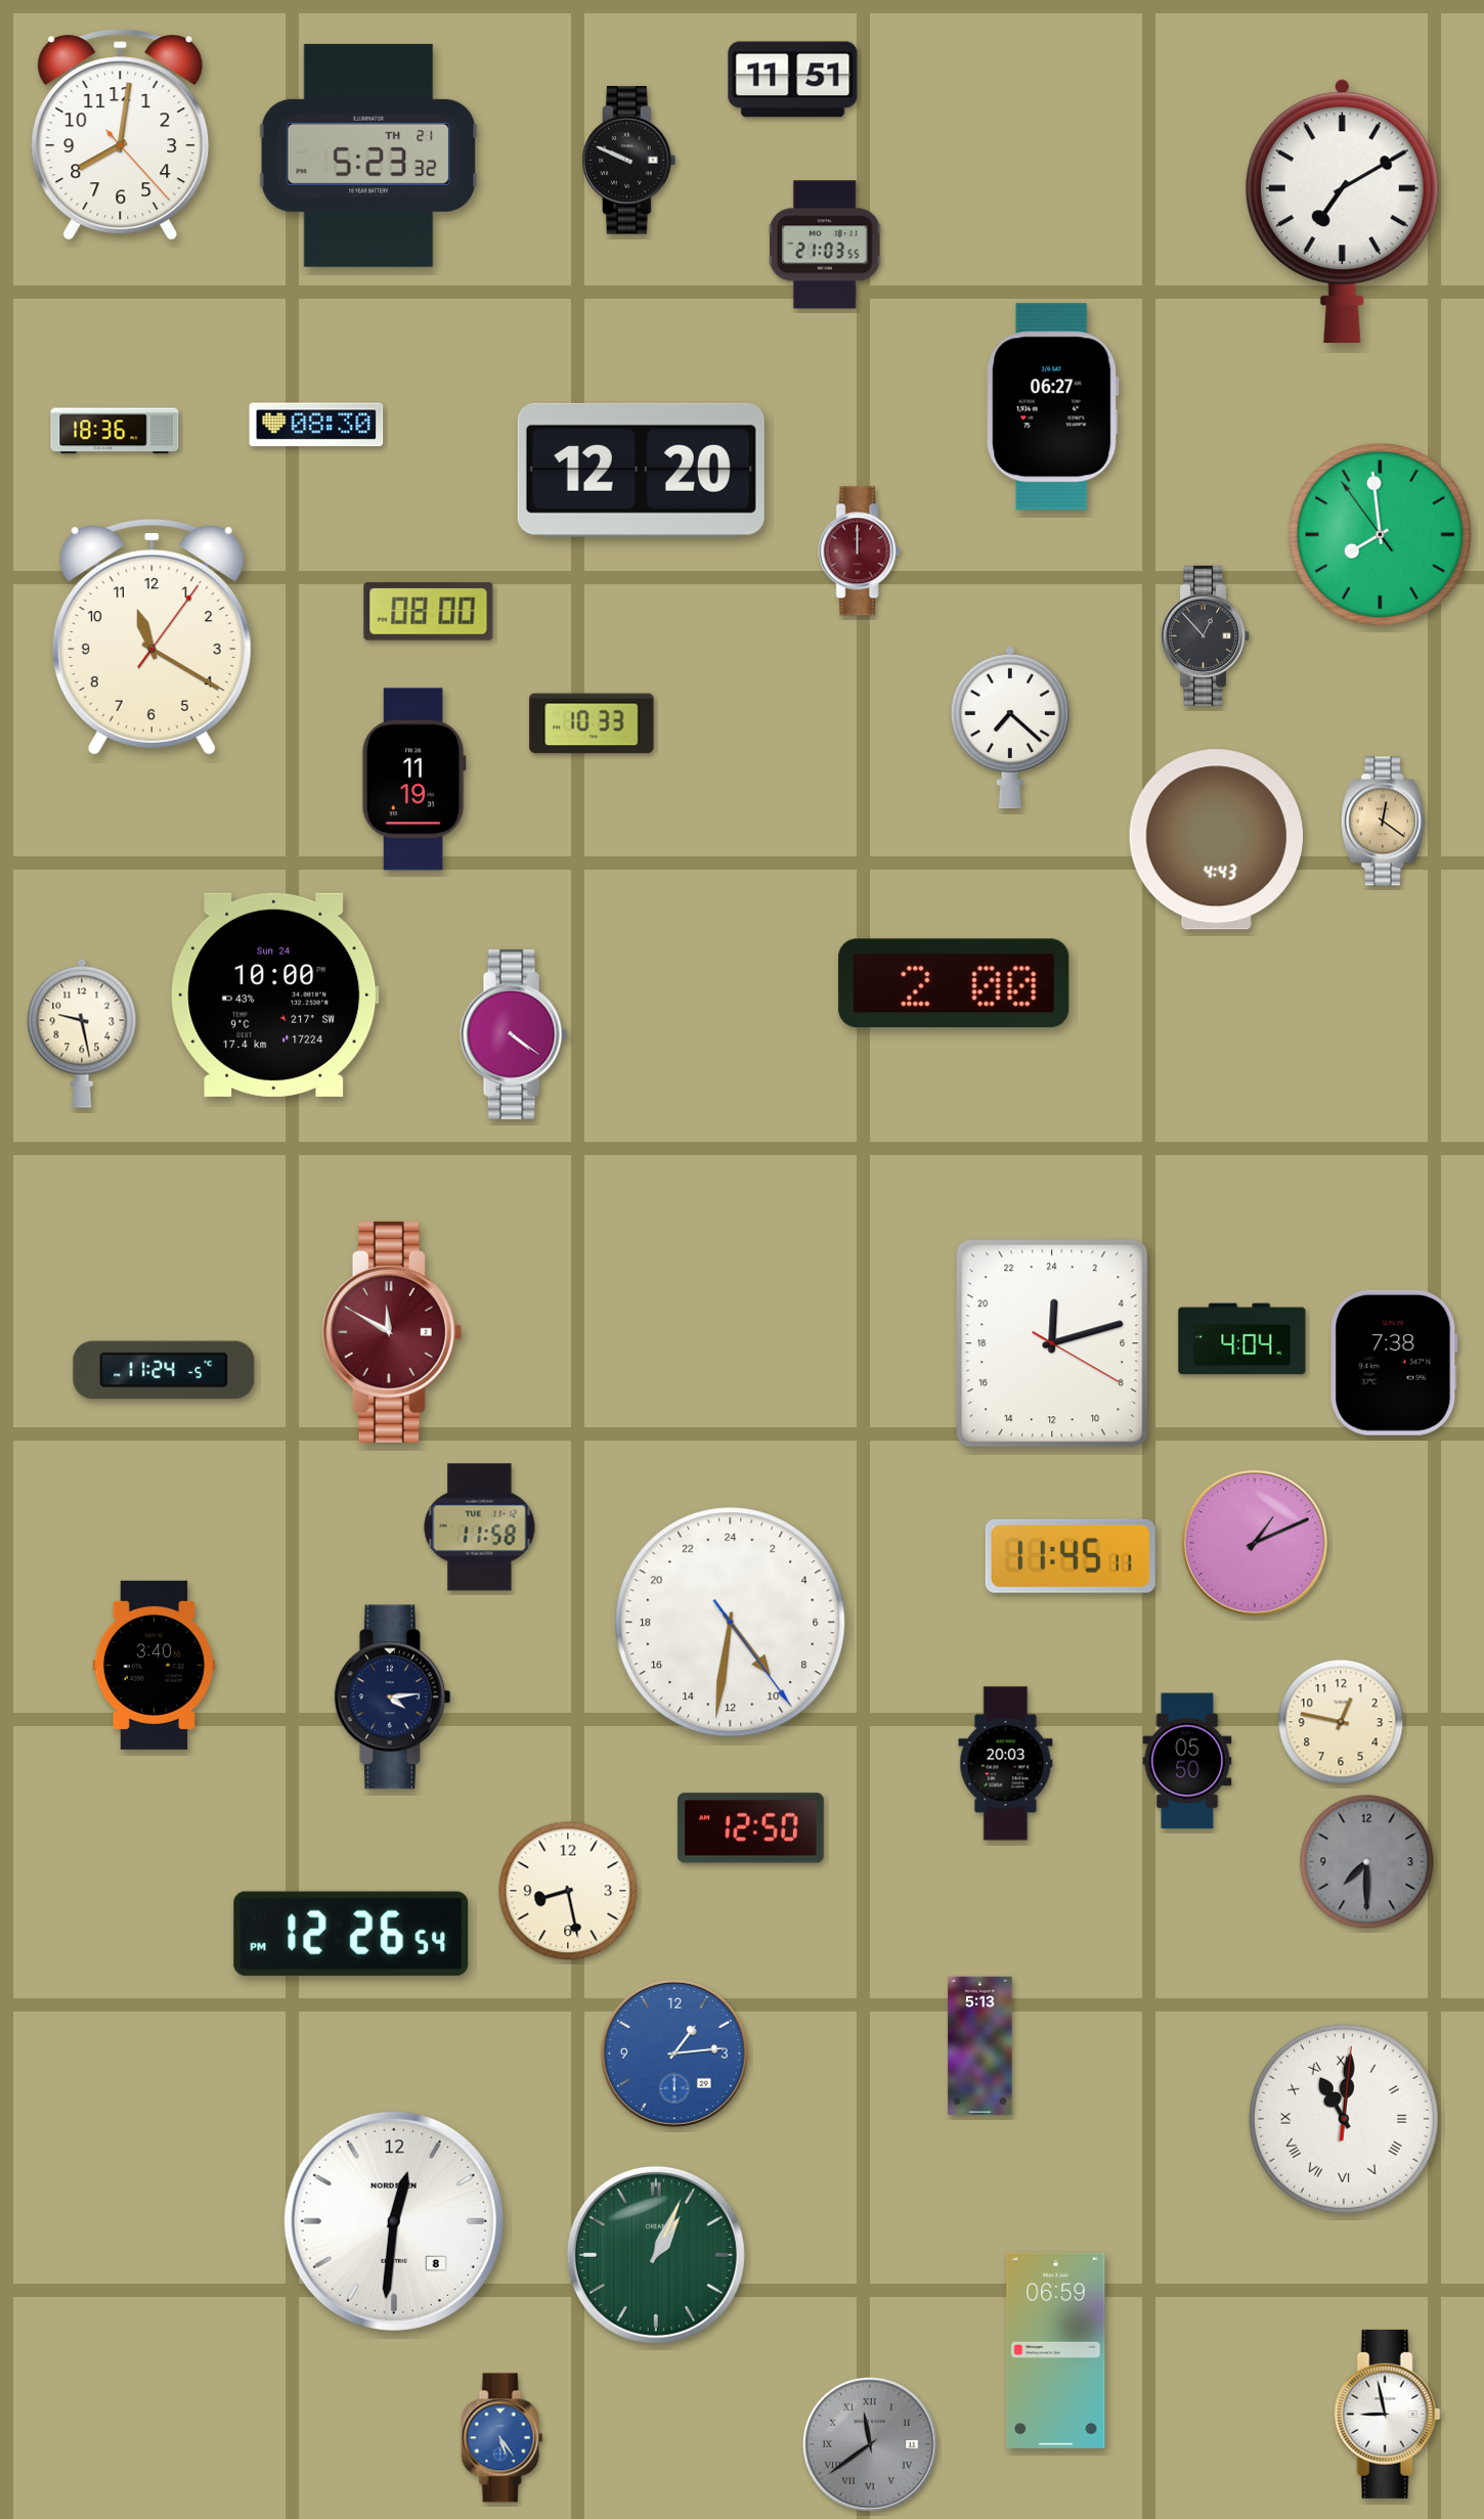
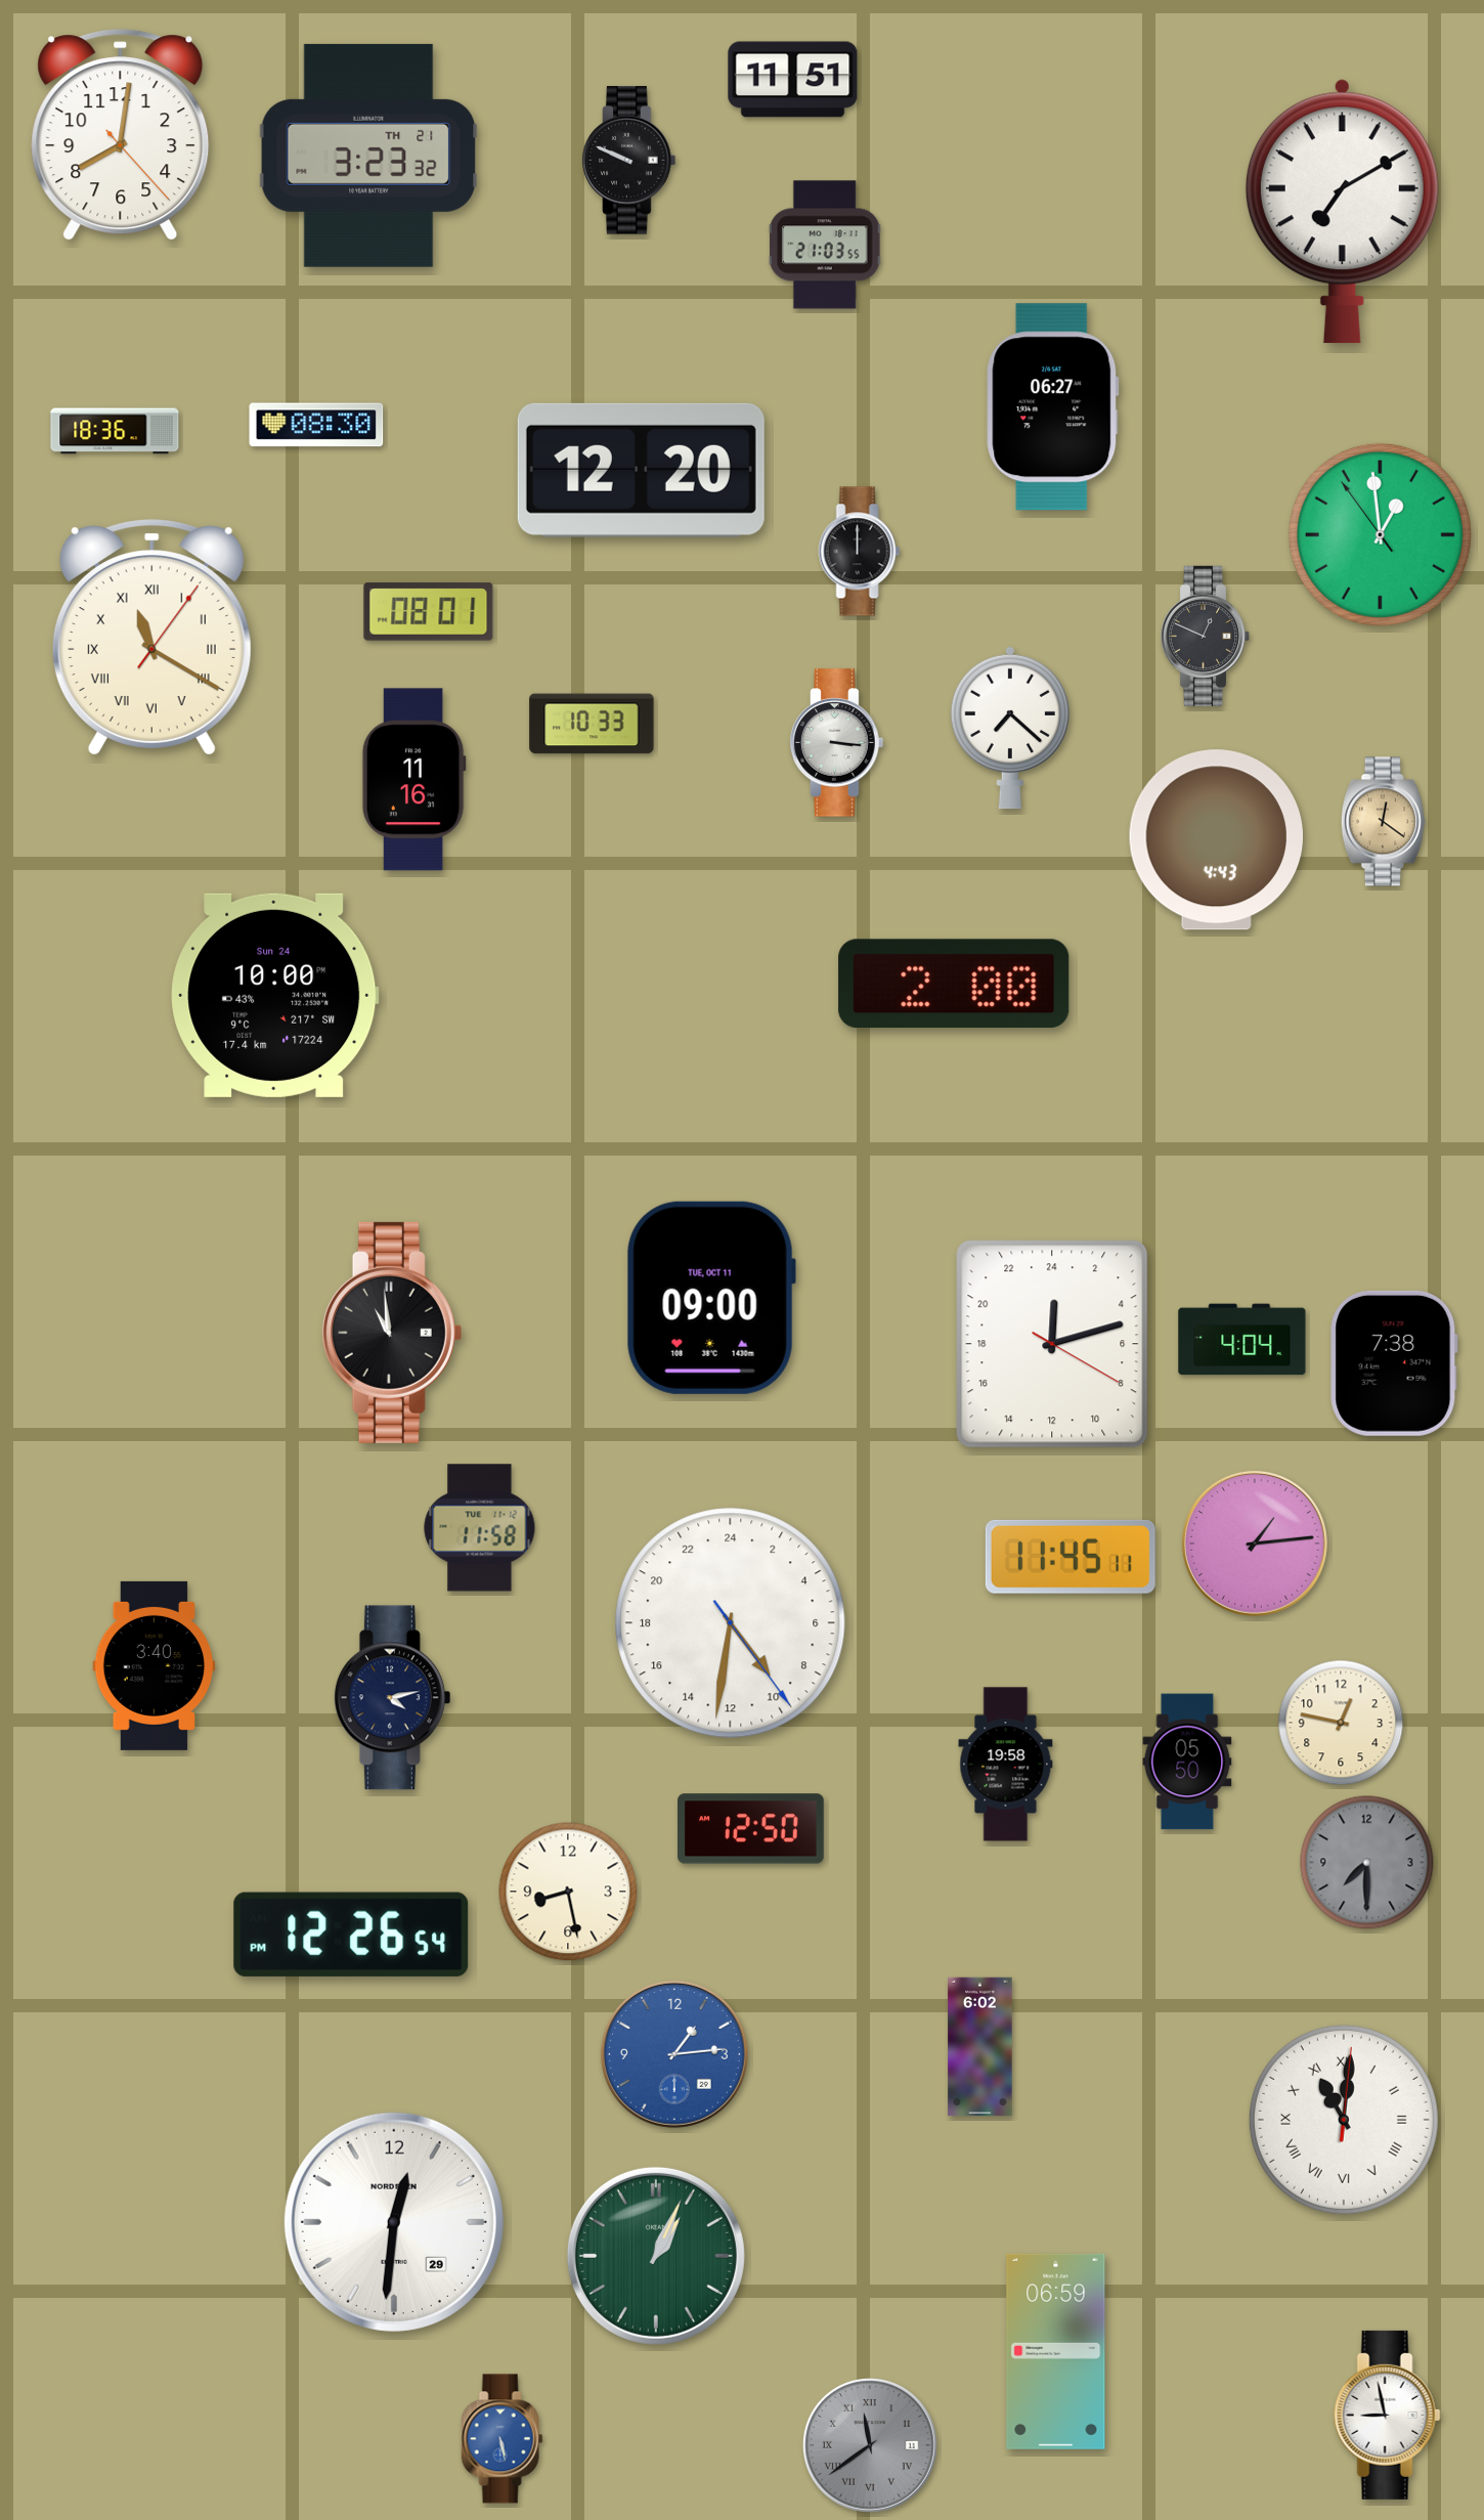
clock at (368, 156): 5:23 -> 3:23
clock at (1380, 534): 7:58 -> 12:58
clock at (860, 551) dial: burgundy -> black
clock at (429, 612): 08:00 -> 08:01
clock at (1206, 635): 12:53 -> 12:49
clock at (151, 637) numerals: Arabic -> Roman
clock at (837, 743): none -> 3:16
clock at (413, 780): 11:19 -> 11:16
clock at (82, 1033): 9:28 -> none
clock at (514, 1034): 4:21 -> none
clock at (711, 1298): none -> 09:00
clock at (392, 1332): 11:50 -> 10:59
clock at (392, 1332) dial: burgundy -> black
clock at (164, 1370): 11:24 -> none
clock at (1255, 1543): 1:11 -> 1:14
clock at (392, 1697): 4:14 -> 4:13
clock at (1006, 1764): 20:03 -> 19:58
clock at (980, 2046): 5:13 -> 6:02
clock at (394, 2221) date: 8 -> 29
clock at (503, 2438): 5:24 -> 5:28
